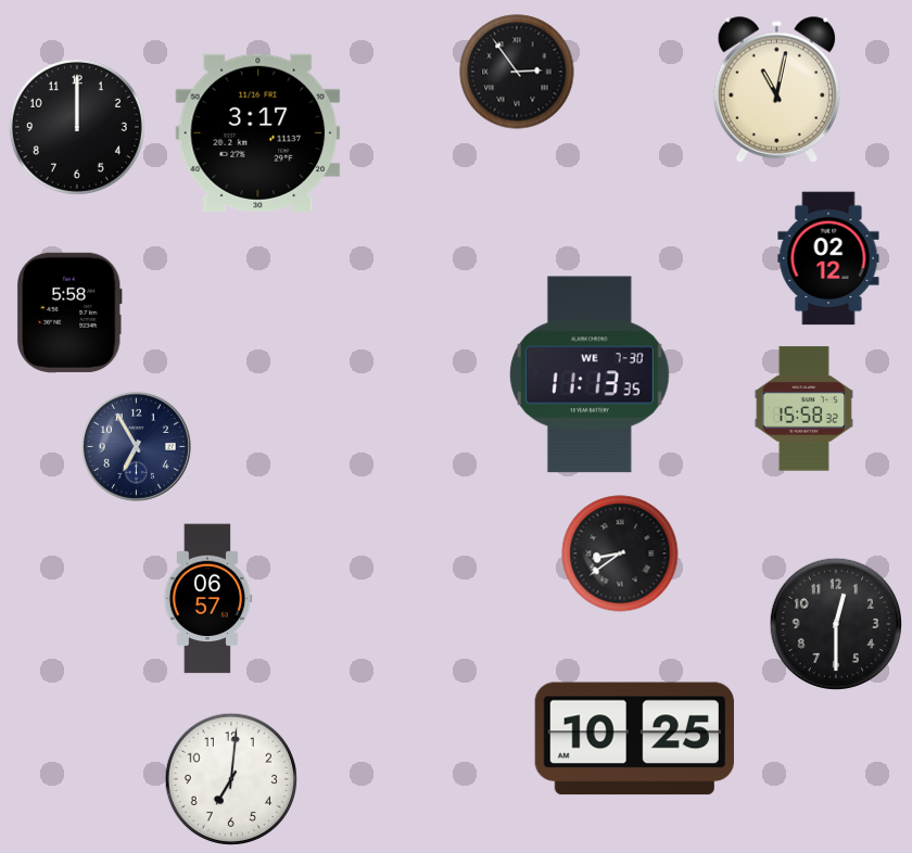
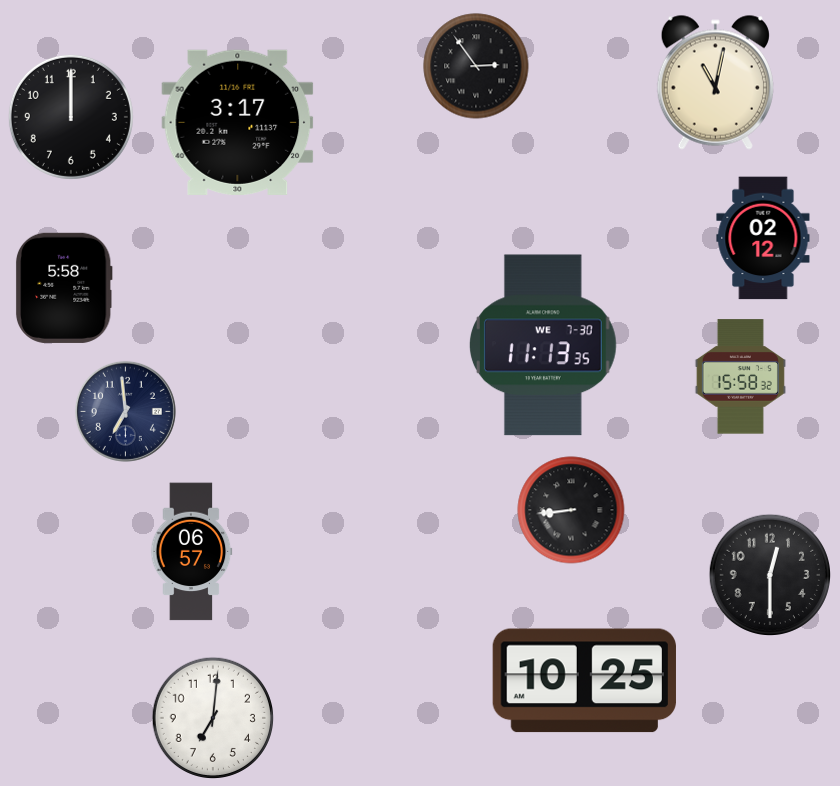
clock at (136, 446): 6:55 -> 6:59
clock at (620, 553): 8:39 -> 8:44
